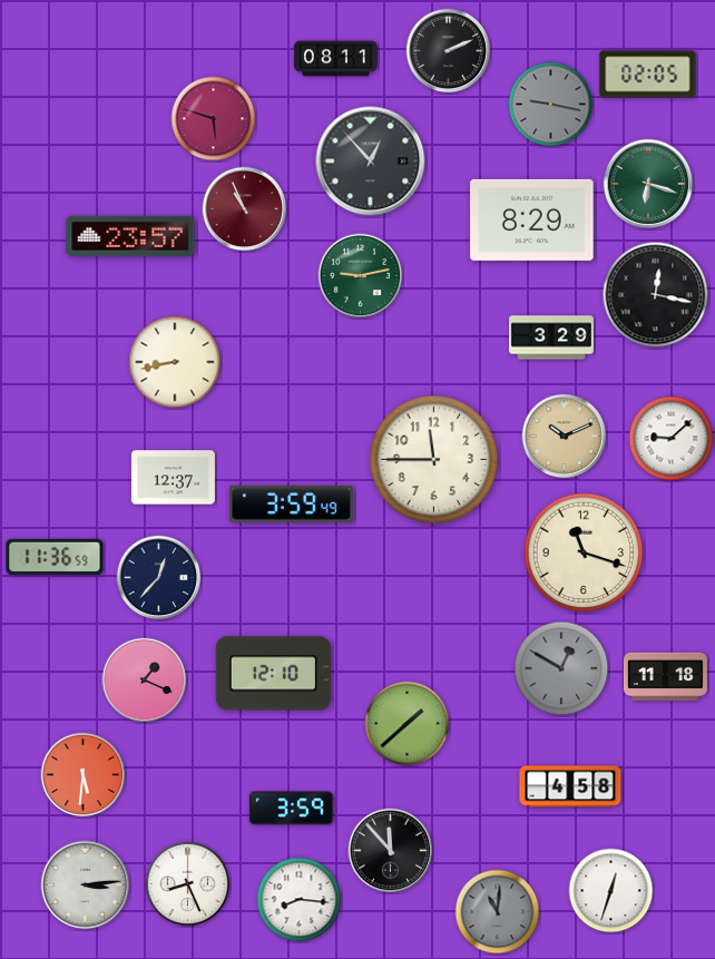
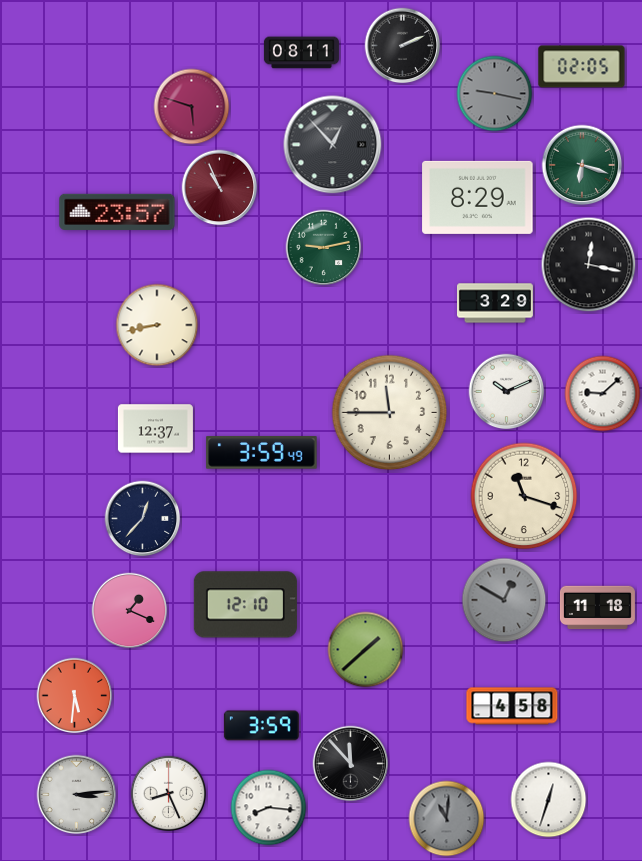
clock at (565, 437) dial: champagne -> white
clock at (55, 557): 11:36 -> none
